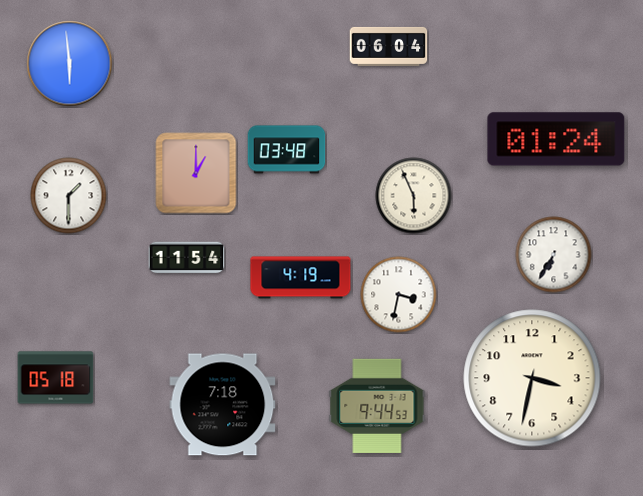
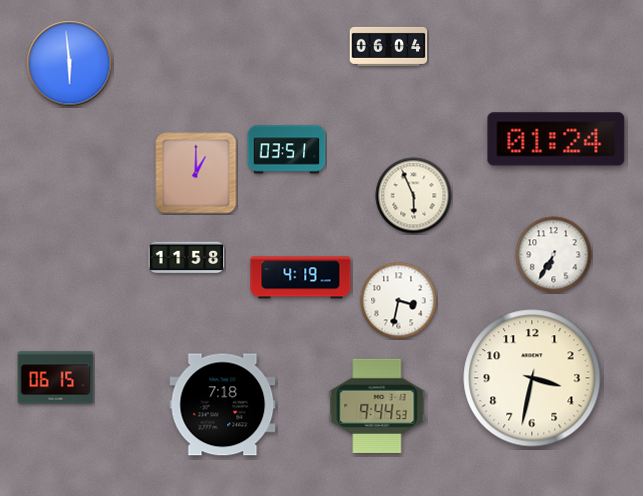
clock at (287, 150): 03:48 -> 03:51
clock at (69, 196): 1:30 -> none
clock at (187, 258): 11:54 -> 11:58
clock at (399, 295) position: (399, 295) -> (399, 301)
clock at (56, 378): 05:18 -> 06:15
